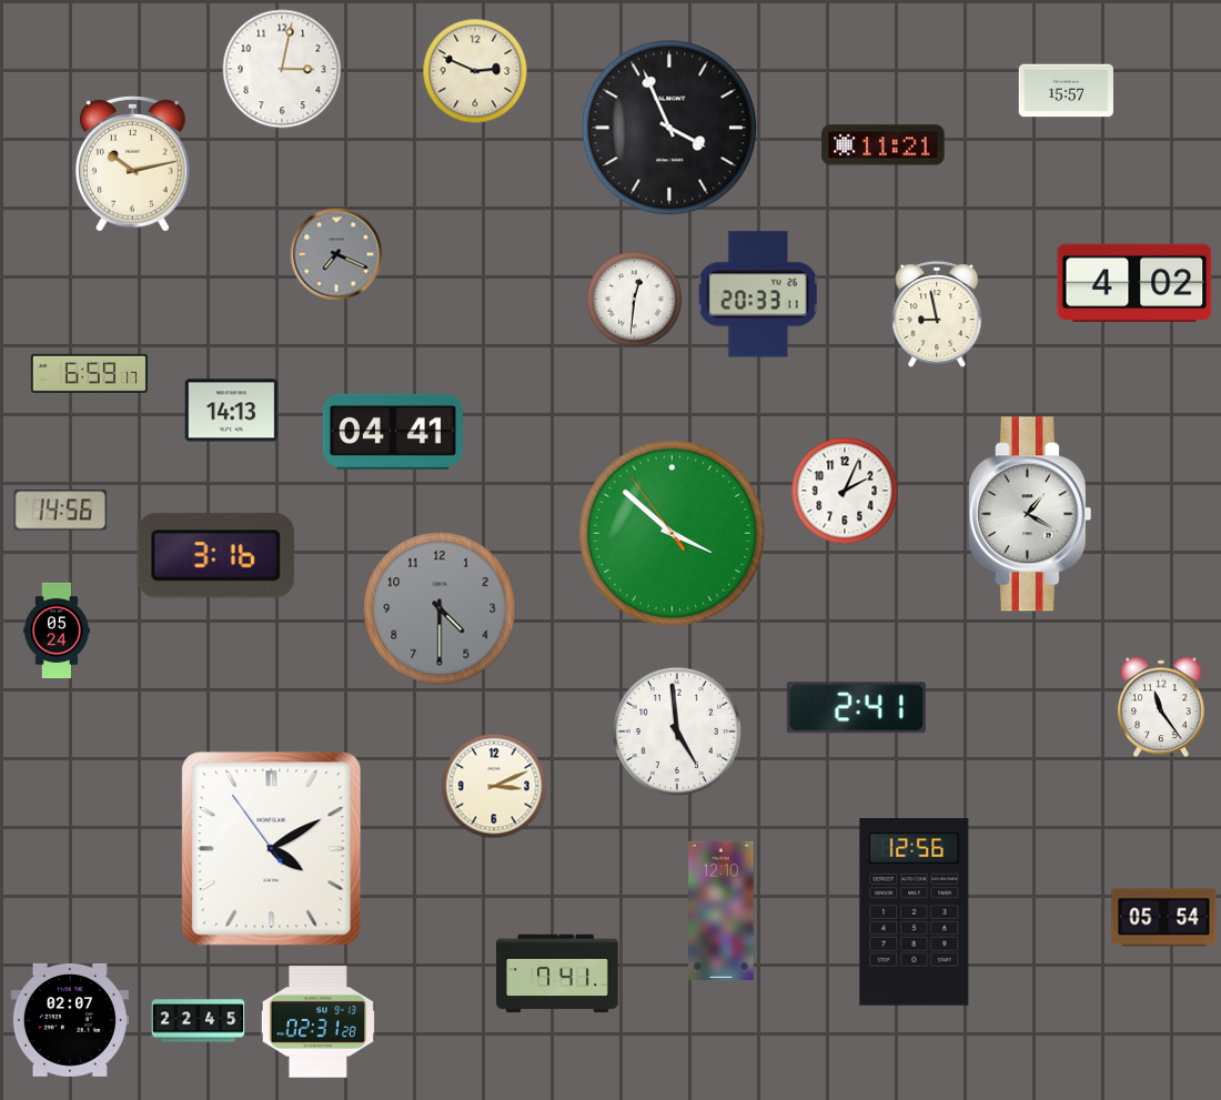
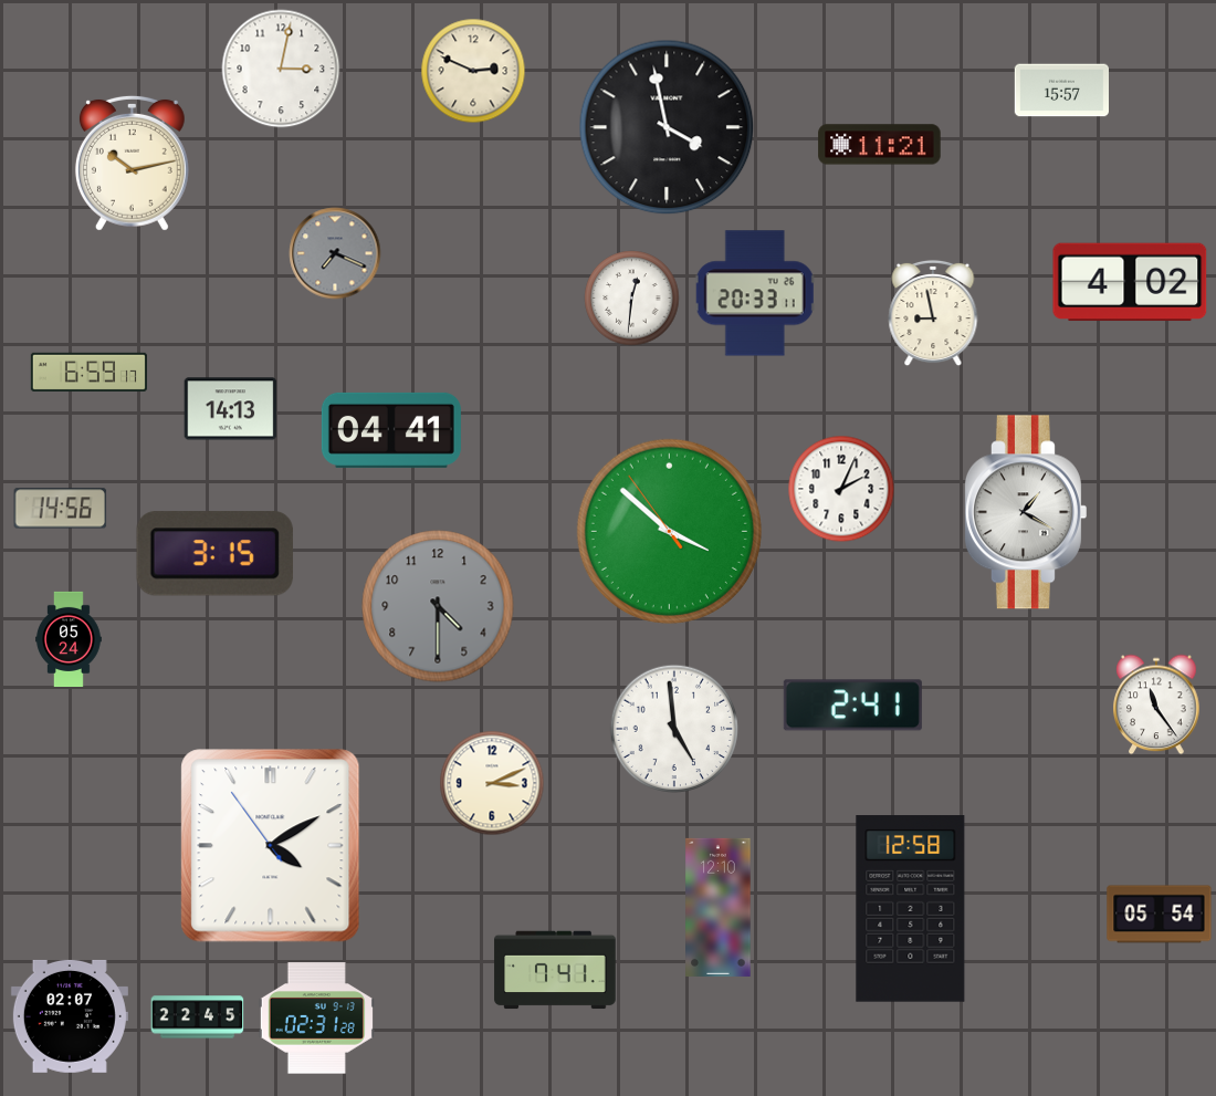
clock at (669, 128): 3:56 -> 3:58
clock at (215, 556): 3:16 -> 3:15
clock at (57, 629) position: (57, 629) -> (69, 638)
clock at (915, 912): 12:56 -> 12:58
